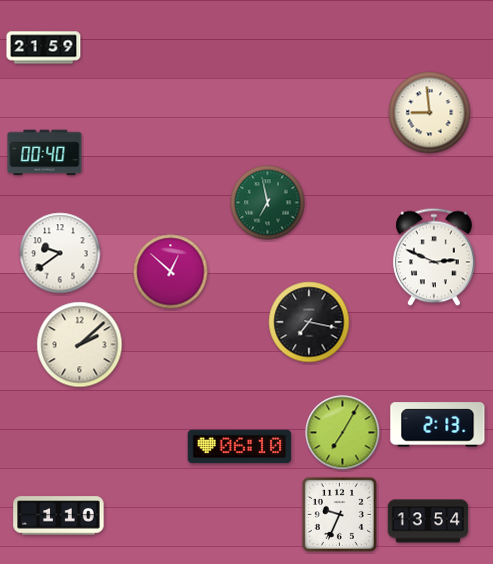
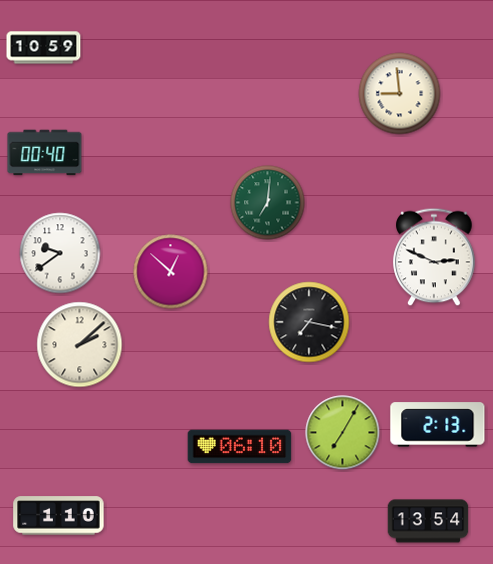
clock at (44, 48): 21:59 -> 10:59
clock at (430, 113) position: (430, 113) -> (400, 94)
clock at (268, 203): 6:58 -> 7:01
clock at (339, 514): 9:34 -> none
